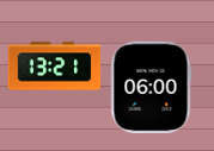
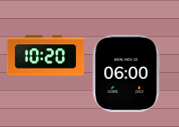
clock at (54, 67): 13:21 -> 10:20
